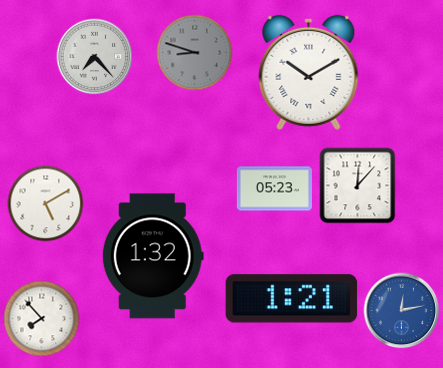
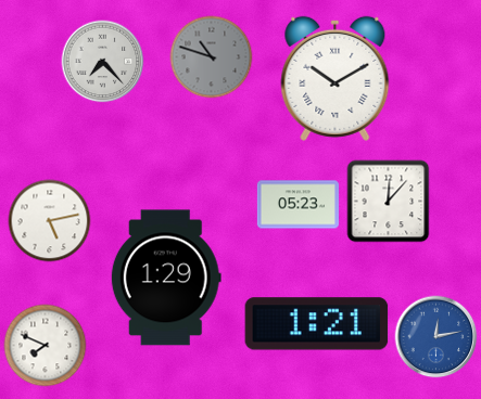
clock at (195, 53): 8:48 -> 10:48
clock at (46, 204): 5:10 -> 5:13
clock at (153, 256): 1:32 -> 1:29
clock at (42, 319): 7:53 -> 7:49
